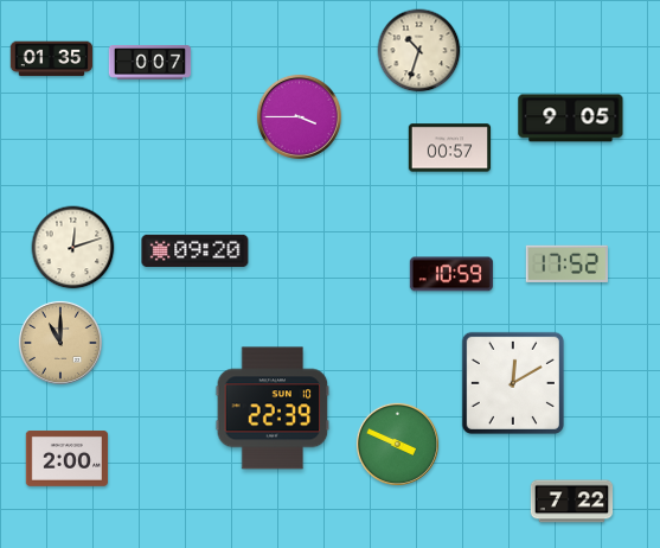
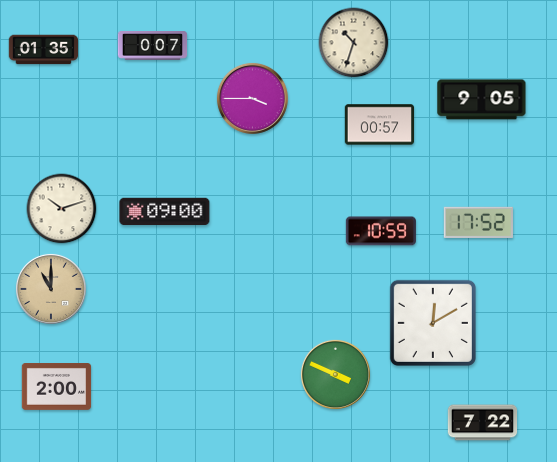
clock at (150, 63) position: (150, 63) -> (153, 46)
clock at (73, 248): 12:12 -> 10:12
clock at (196, 251): 09:20 -> 09:00
clock at (273, 408): 22:39 -> none
